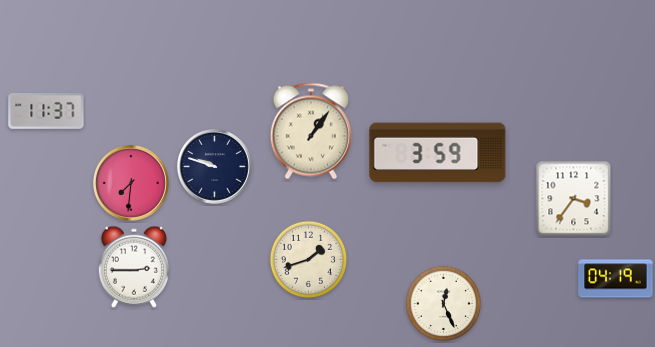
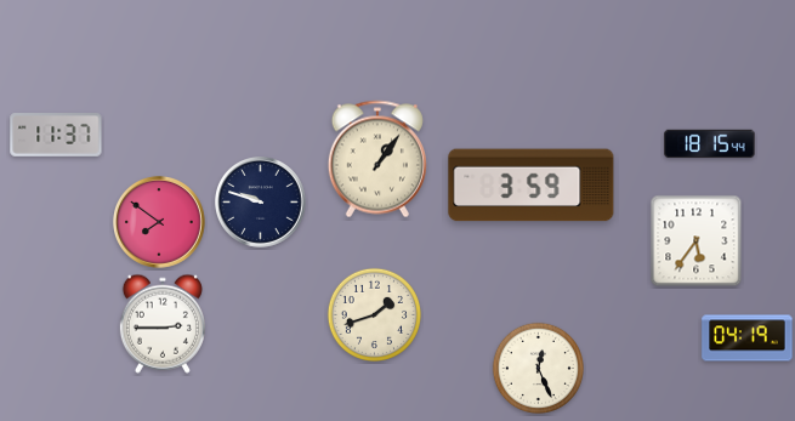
clock at (710, 144): none -> 18:15
clock at (132, 184): 7:31 -> 7:51
clock at (574, 199): 3:36 -> 5:36
